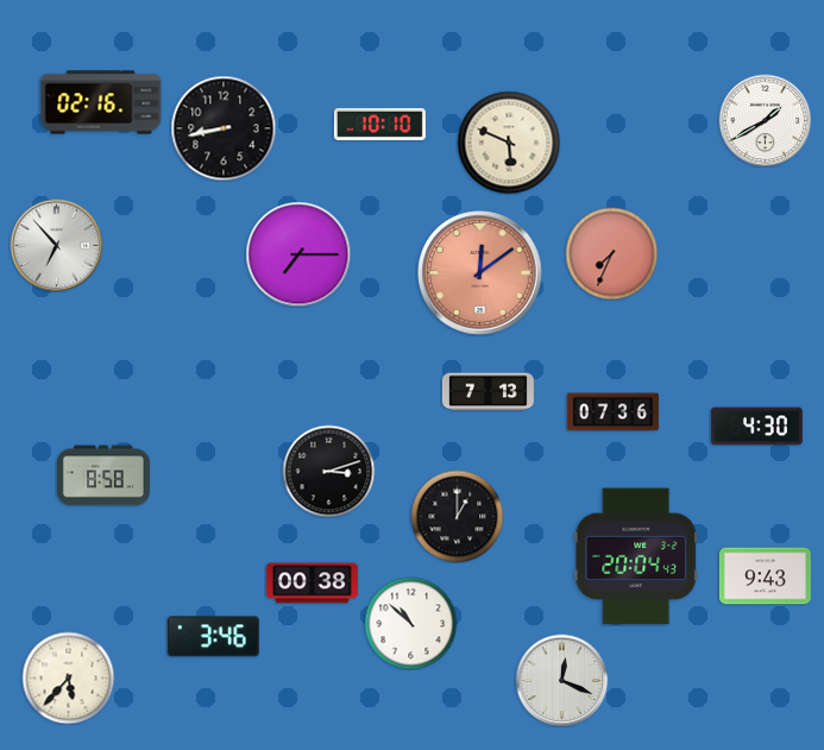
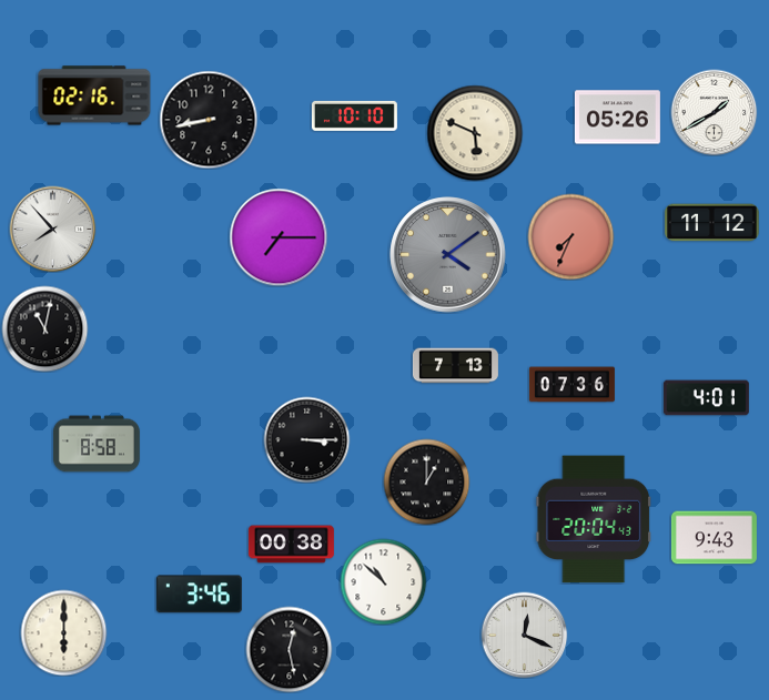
clock at (617, 118): none -> 05:26
clock at (712, 223): none -> 11:12
clock at (56, 245): 6:53 -> 7:53
clock at (480, 273): 12:09 -> 4:09
clock at (480, 273) dial: salmon -> grey
clock at (44, 328): none -> 11:02
clock at (756, 427): 4:30 -> 4:01
clock at (328, 471): 3:12 -> 3:15
clock at (68, 677): 5:37 -> 6:00
clock at (289, 649): none -> 12:28
